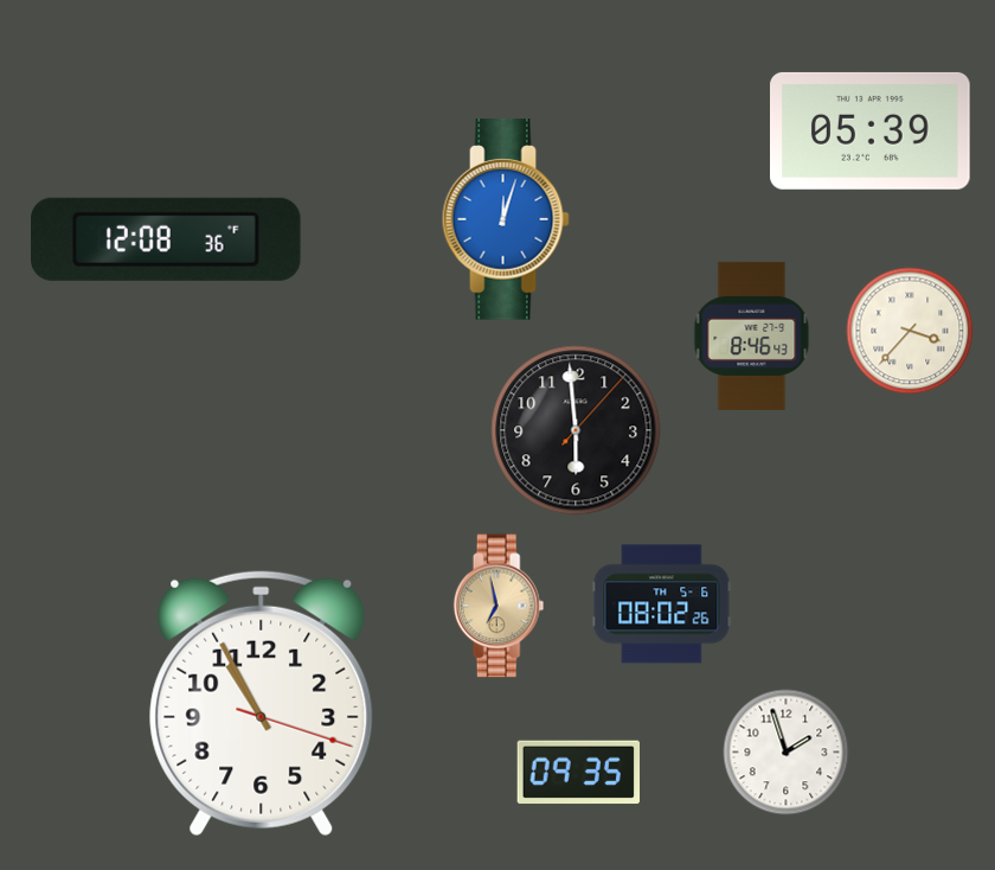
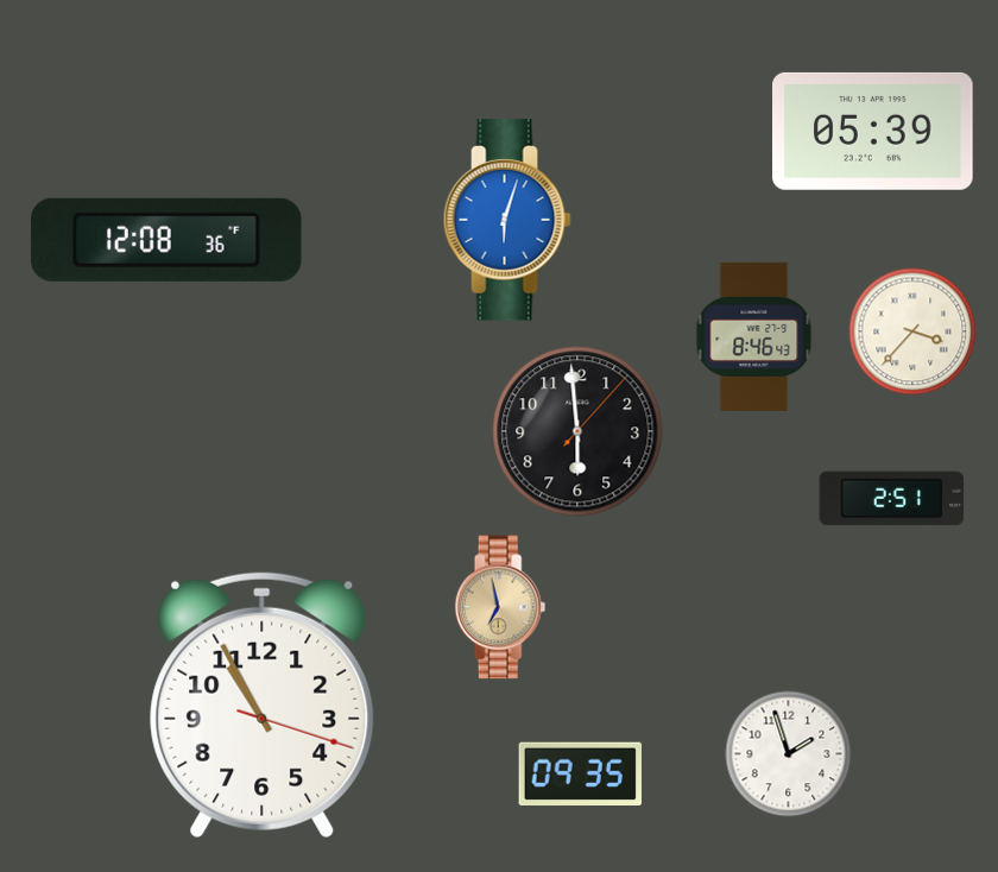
clock at (506, 219): 12:03 -> 6:03
clock at (892, 499): none -> 2:51
clock at (662, 604): 08:02 -> none
